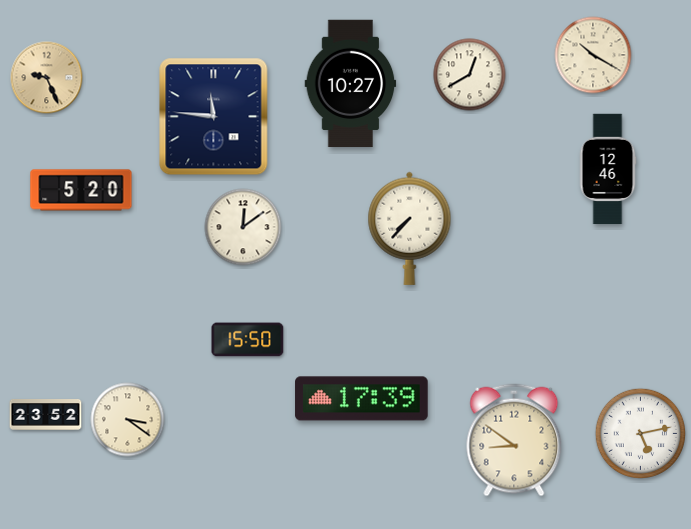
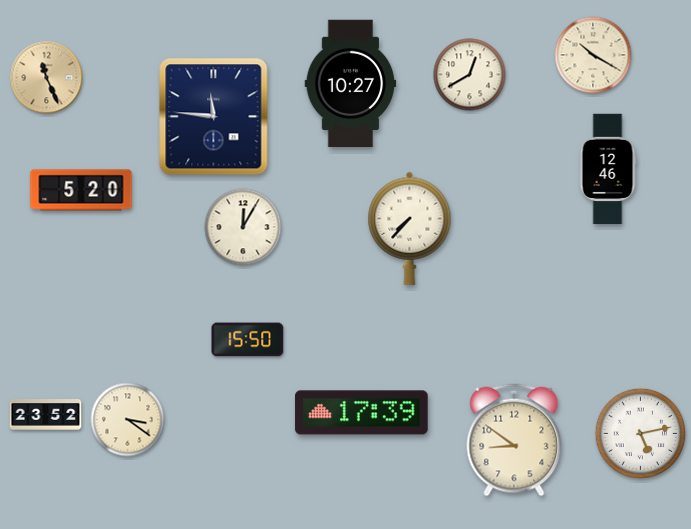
clock at (47, 78): 9:26 -> 11:26
clock at (243, 227): 12:09 -> 12:05
clock at (362, 399) position: (362, 399) -> (362, 413)
